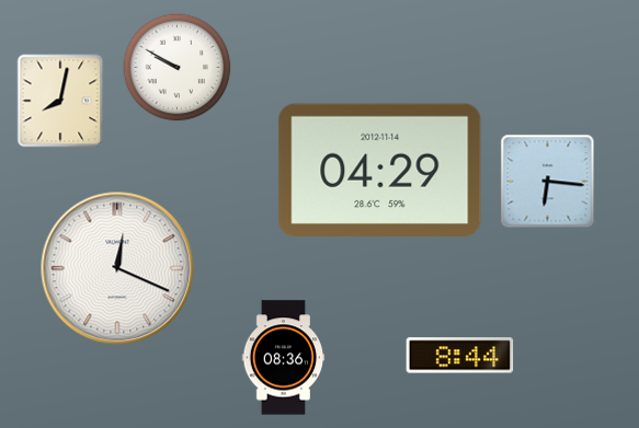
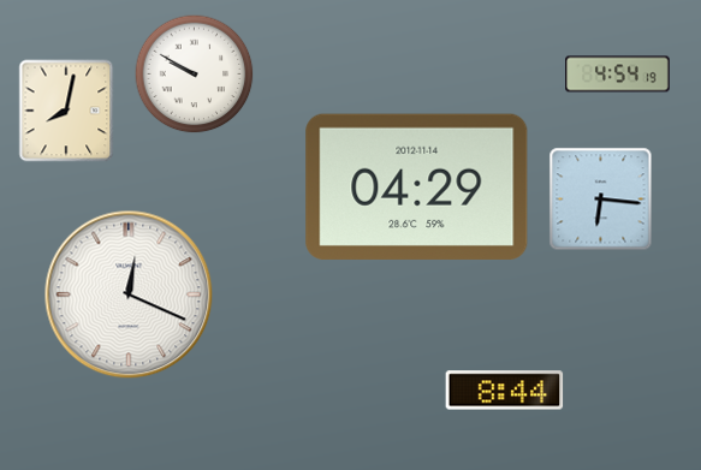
clock at (618, 75): none -> 4:54
clock at (284, 358): 08:36 -> none
